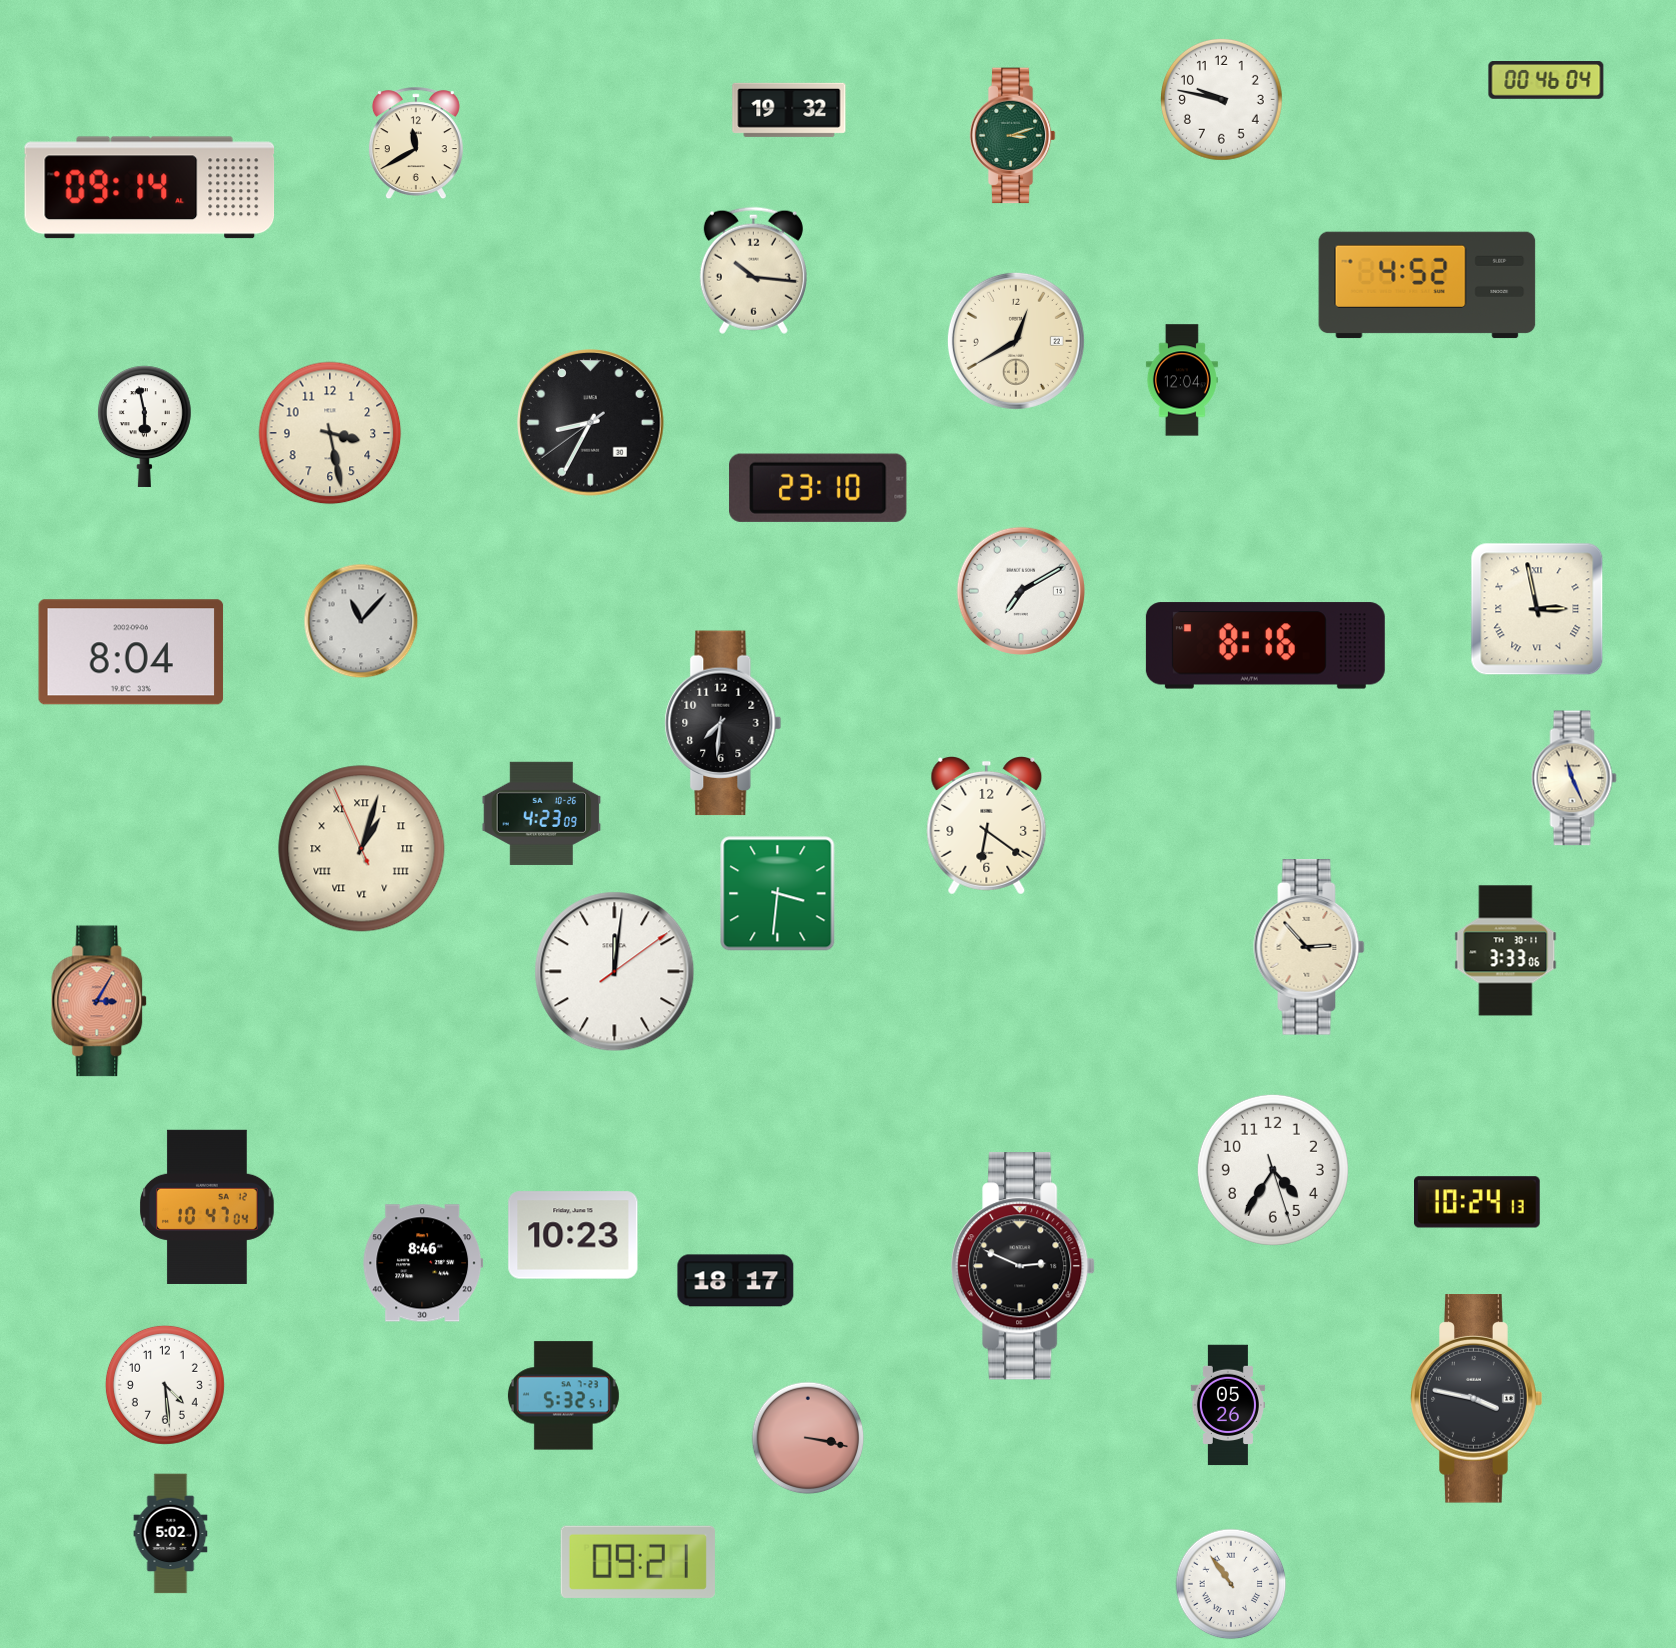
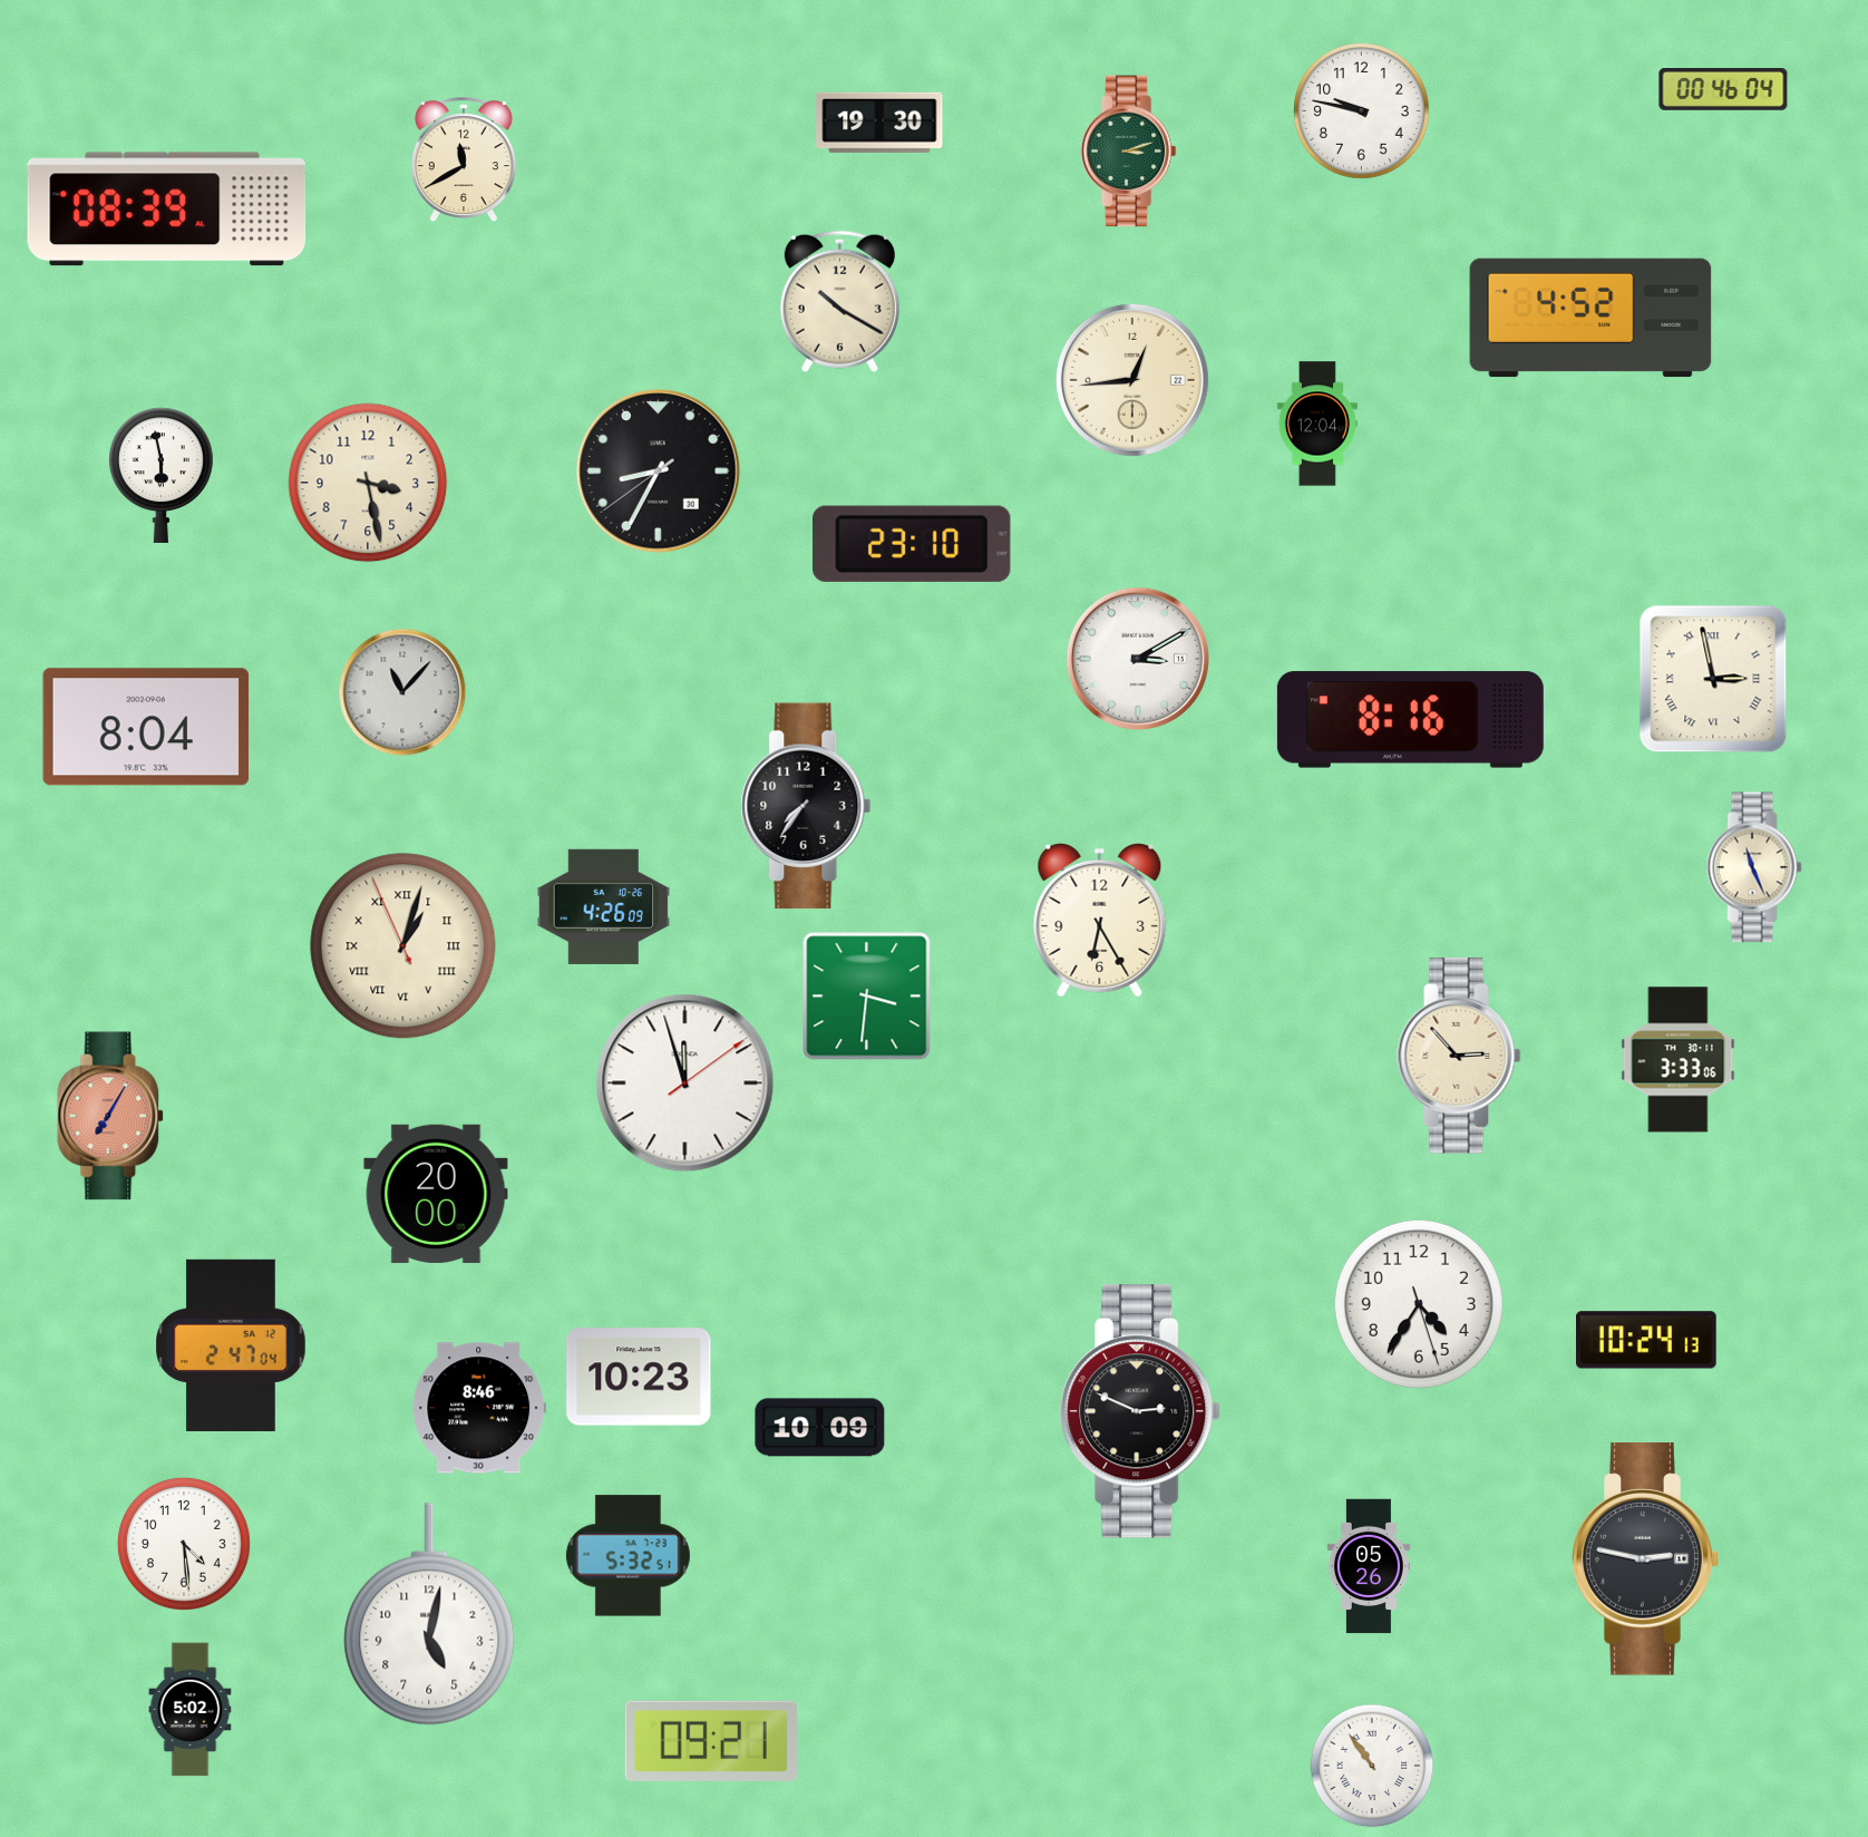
clock at (789, 110): 19:32 -> 19:30
clock at (150, 188): 09:14 -> 08:39
clock at (753, 270): 10:16 -> 10:20
clock at (1016, 341): 12:40 -> 12:44
clock at (1021, 591): 7:10 -> 3:10
clock at (723, 723): 7:31 -> 7:36
clock at (542, 813): 4:23 -> 4:26
clock at (987, 825): 6:21 -> 6:25
clock at (615, 972): 12:01 -> 11:57
clock at (100, 1001): 3:05 -> 7:05
clock at (436, 1194): none -> 20:00
clock at (207, 1207): 10:47 -> 2:47
clock at (423, 1263) position: (423, 1263) -> (479, 1408)
clock at (736, 1281): 18:17 -> 10:09
clock at (1477, 1399): 3:47 -> 2:47
clock at (808, 1438): 3:17 -> none
clock at (429, 1614): none -> 5:02
